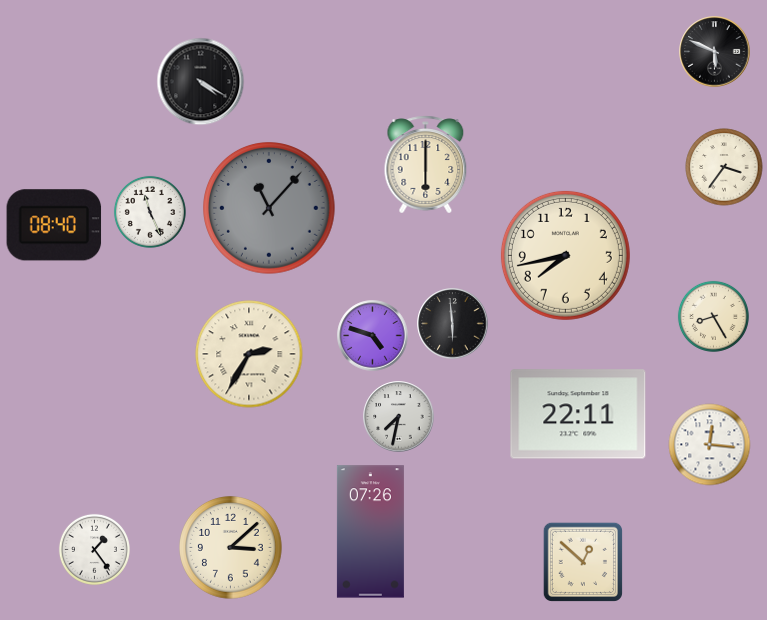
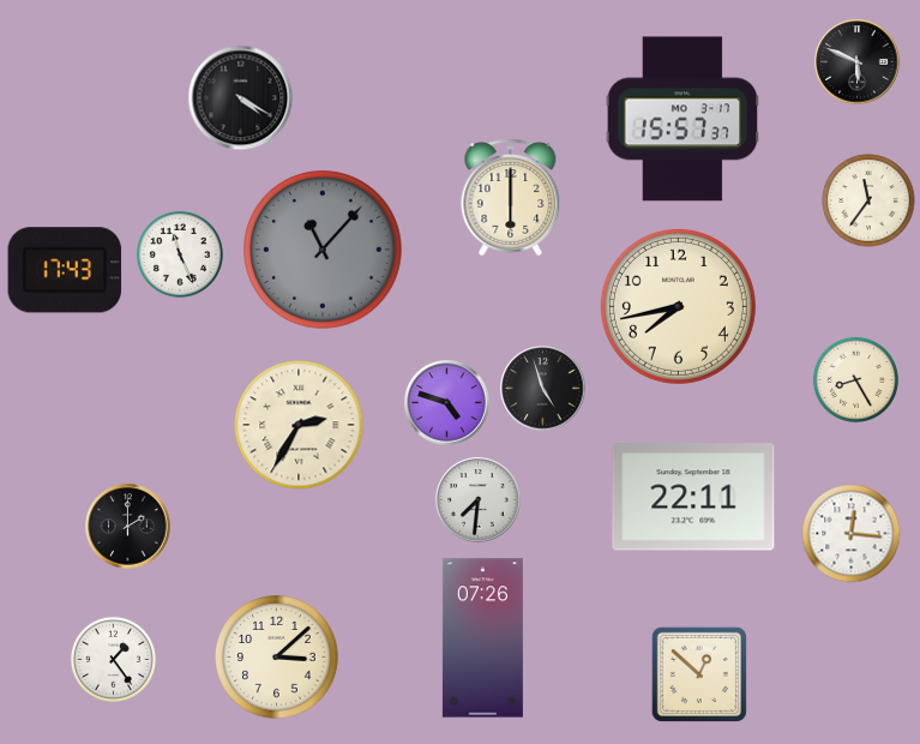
clock at (683, 119): none -> 15:57
clock at (724, 167): 3:36 -> 11:36
clock at (54, 225): 08:40 -> 17:43
clock at (453, 324): 5:59 -> 4:57
clock at (399, 417): 7:32 -> 7:31
clock at (128, 527): none -> 2:00
clock at (370, 532) position: (370, 532) -> (482, 638)
